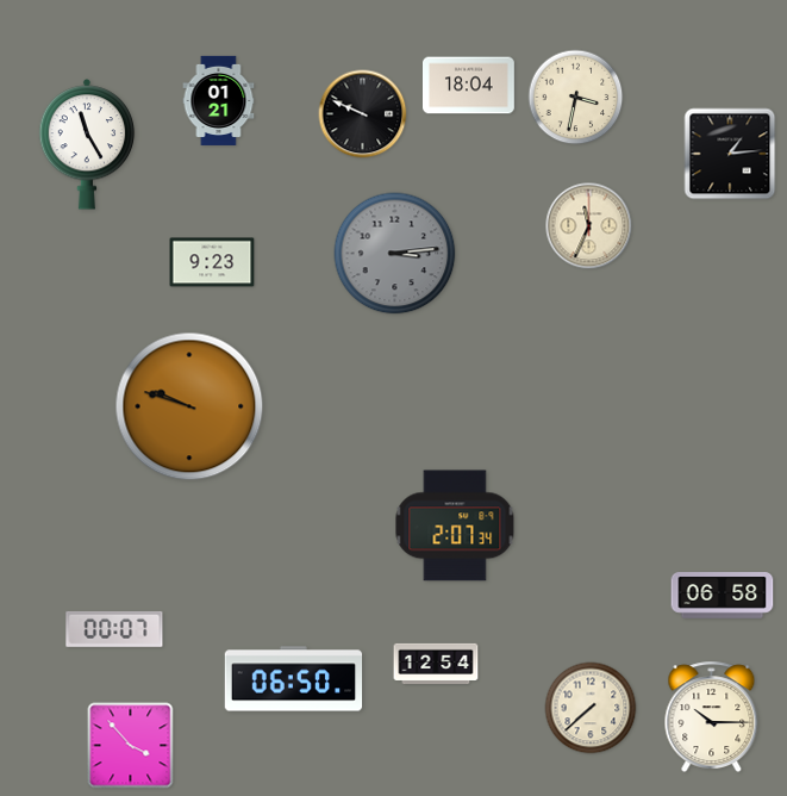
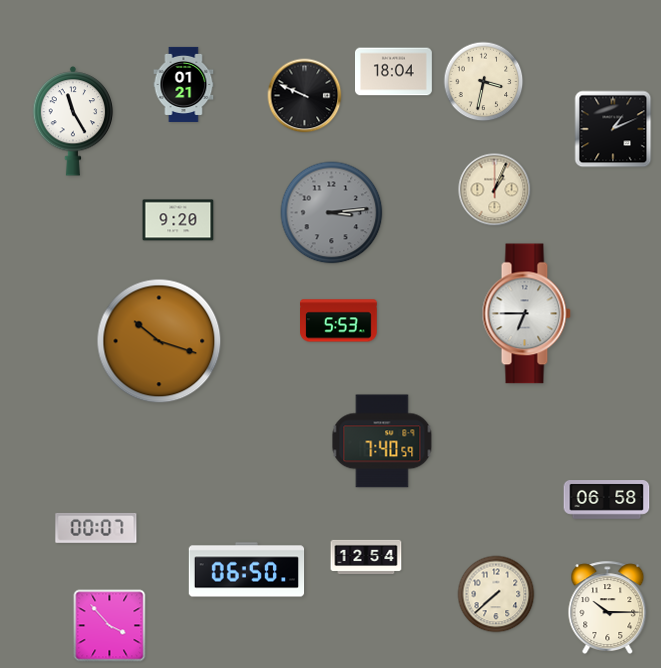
clock at (730, 154): 1:14 -> 1:11
clock at (589, 226): 11:34 -> 1:04
clock at (212, 262): 9:23 -> 9:20
clock at (526, 314): none -> 6:45
clock at (339, 321): none -> 5:53
clock at (189, 406): 9:48 -> 10:18
clock at (455, 526): 2:07 -> 7:40
clock at (712, 717) position: (712, 717) -> (608, 608)
